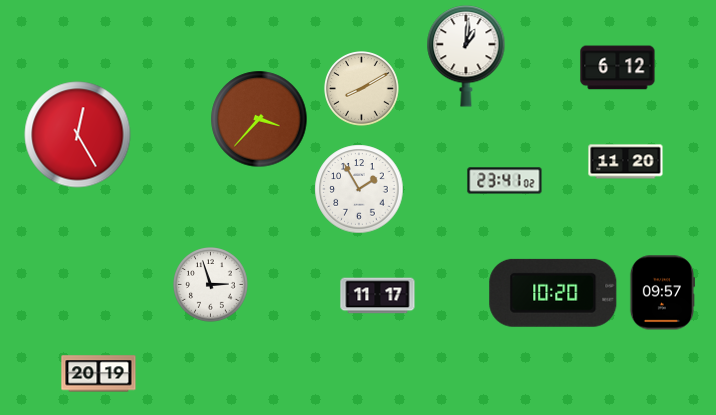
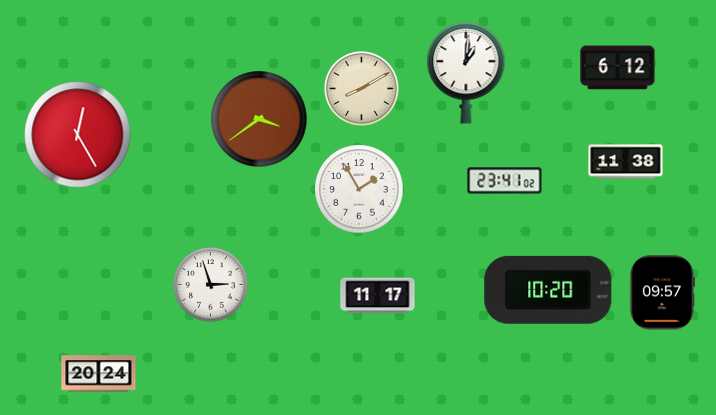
clock at (466, 56) position: (466, 56) -> (466, 73)
clock at (259, 119): 3:37 -> 3:39
clock at (626, 162): 11:20 -> 11:38
clock at (553, 293) position: (553, 293) -> (548, 290)
clock at (99, 374): 20:19 -> 20:24
